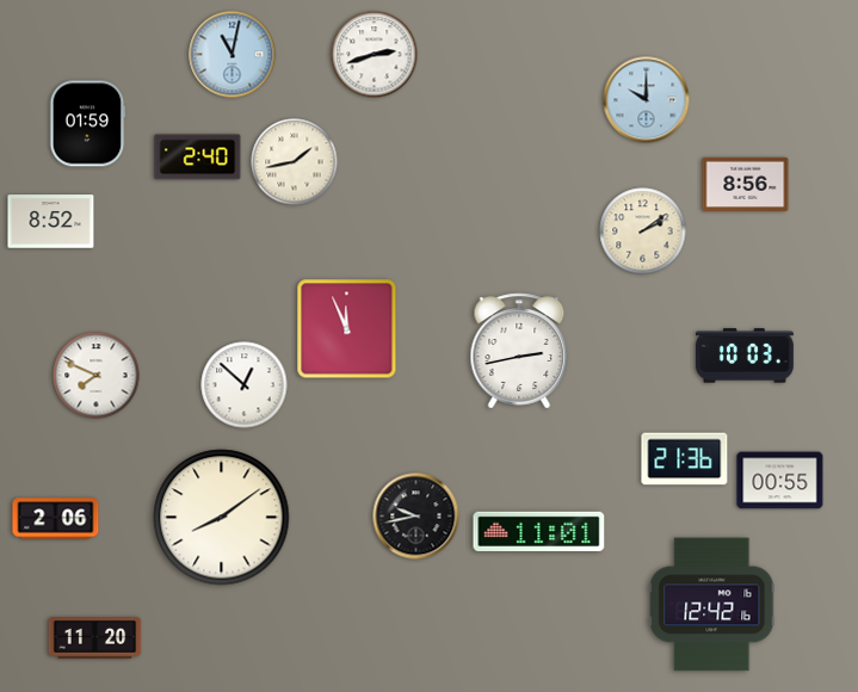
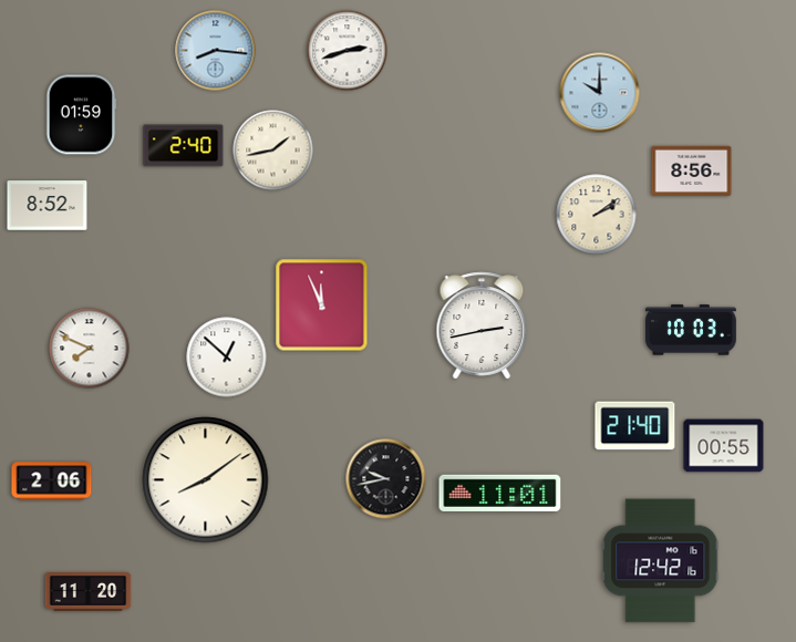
clock at (233, 55): 11:02 -> 8:16
clock at (685, 459): 21:36 -> 21:40
